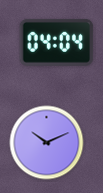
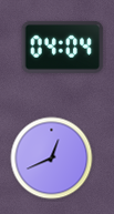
clock at (47, 143): 10:11 -> 12:41
